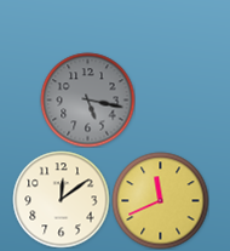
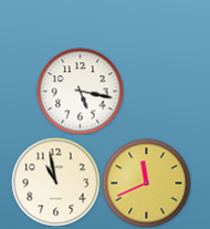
clock at (87, 99) dial: grey -> white
clock at (61, 199): 12:09 -> 10:58
